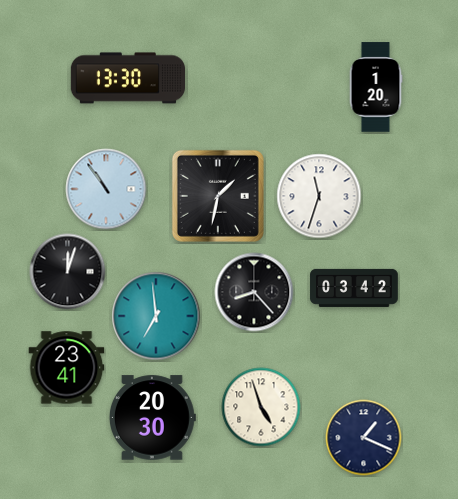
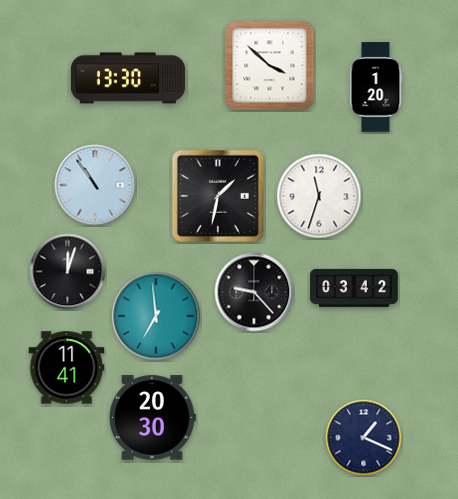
clock at (270, 66): none -> 3:52
clock at (106, 189) position: (106, 189) -> (95, 185)
clock at (254, 292): 8:23 -> 9:23
clock at (67, 368): 23:41 -> 11:41
clock at (261, 407): 4:57 -> none
